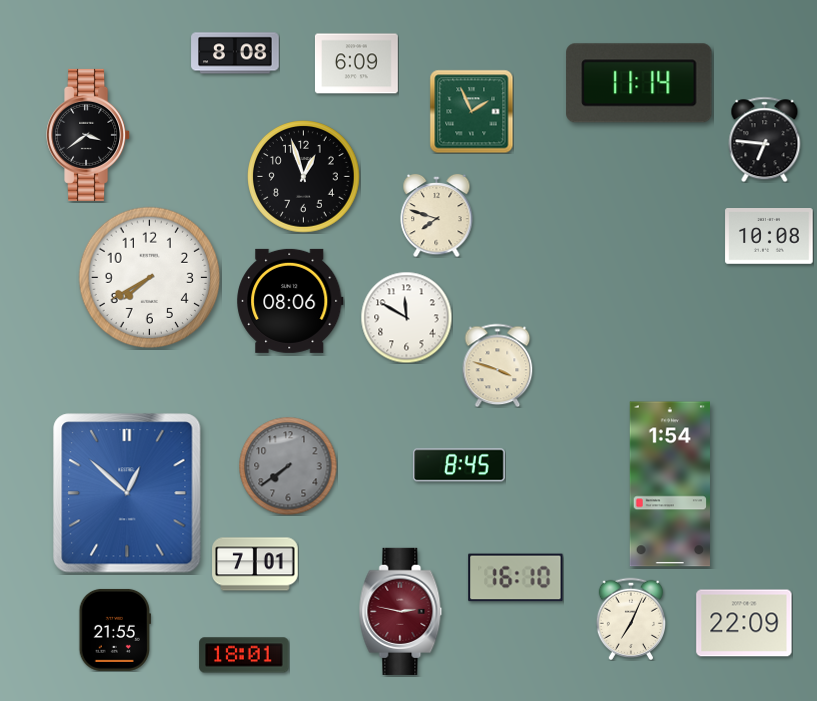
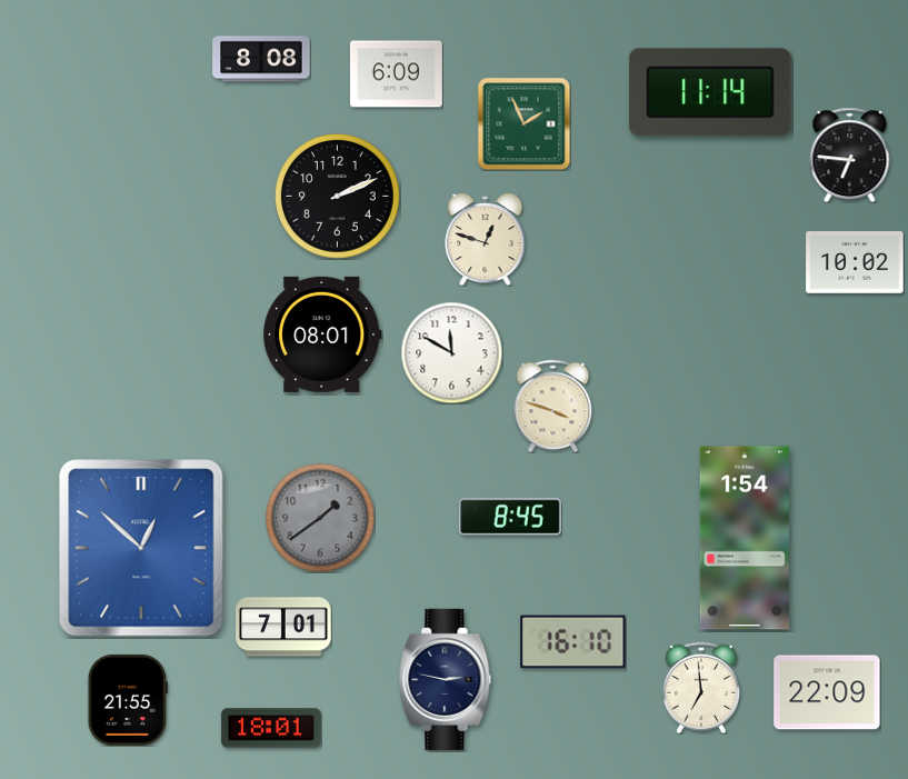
clock at (356, 64) position: (356, 64) -> (396, 74)
clock at (89, 135): 3:39 -> none
clock at (304, 177): 12:57 -> 2:11
clock at (437, 215): 7:48 -> 12:48
clock at (769, 237): 10:08 -> 10:02
clock at (150, 278): 7:40 -> none
clock at (290, 301): 08:06 -> 08:01
clock at (288, 466): 7:39 -> 1:39
clock at (401, 611) dial: burgundy -> navy
clock at (630, 619): 7:04 -> 6:59
